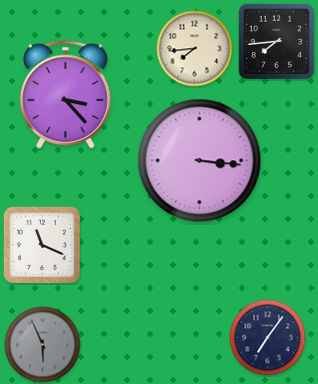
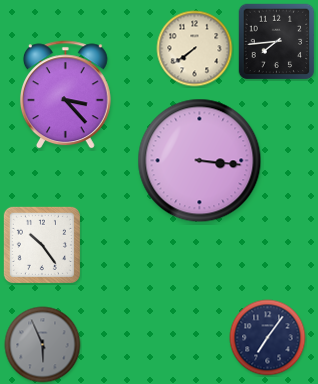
clock at (195, 49): 7:44 -> 7:39
clock at (42, 245): 11:19 -> 10:24
